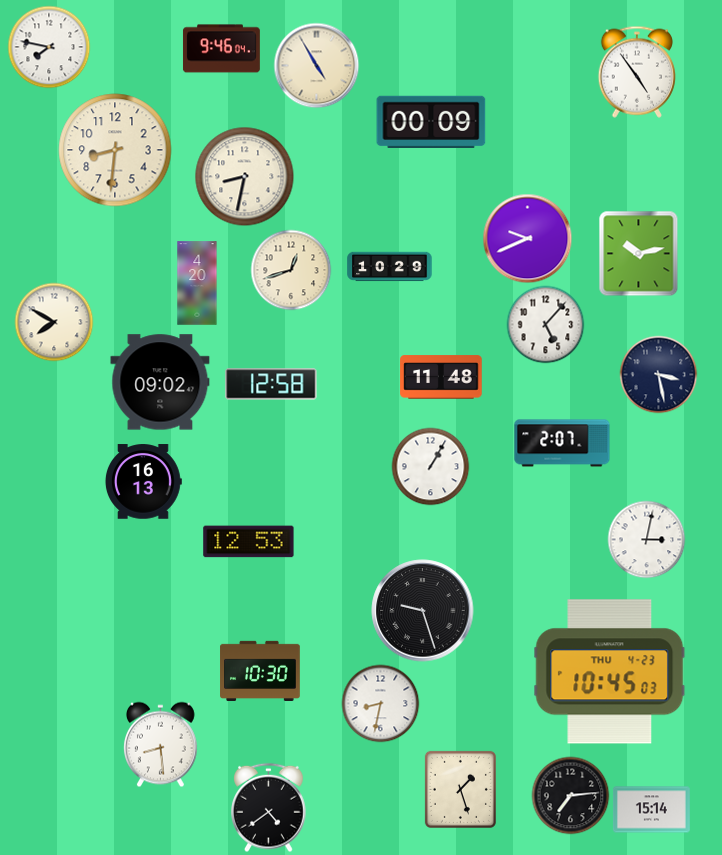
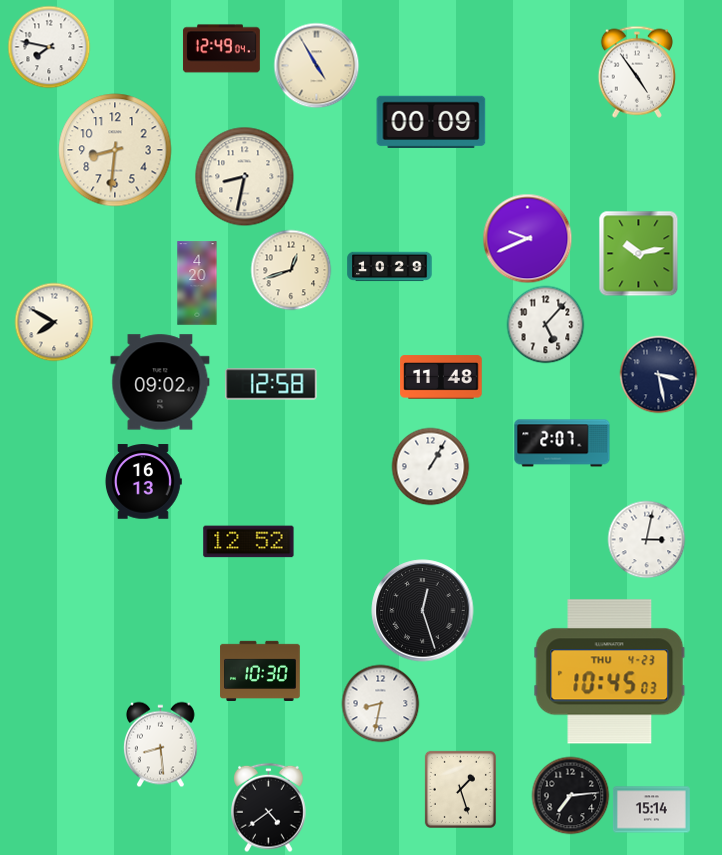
clock at (221, 49): 9:46 -> 12:49
clock at (249, 542): 12:53 -> 12:52
clock at (423, 611): 9:27 -> 12:27
